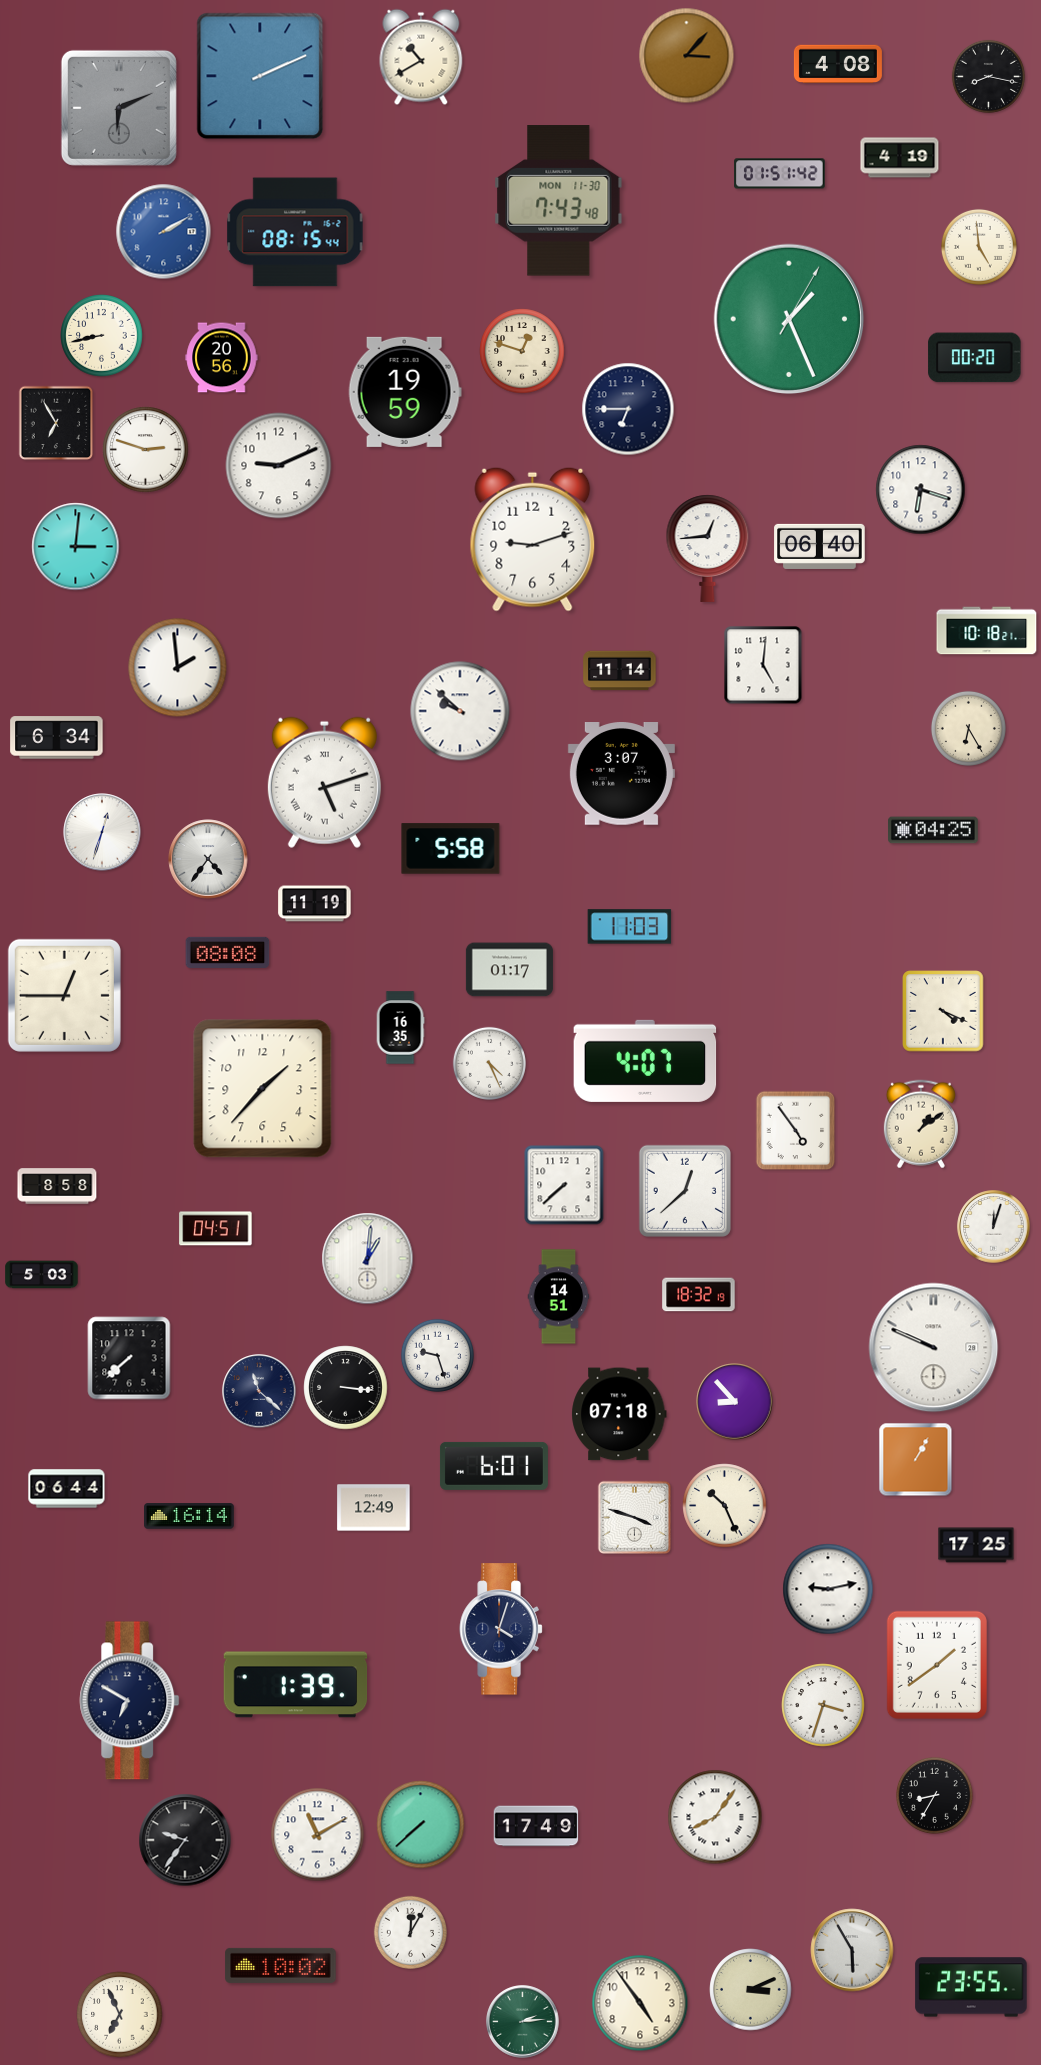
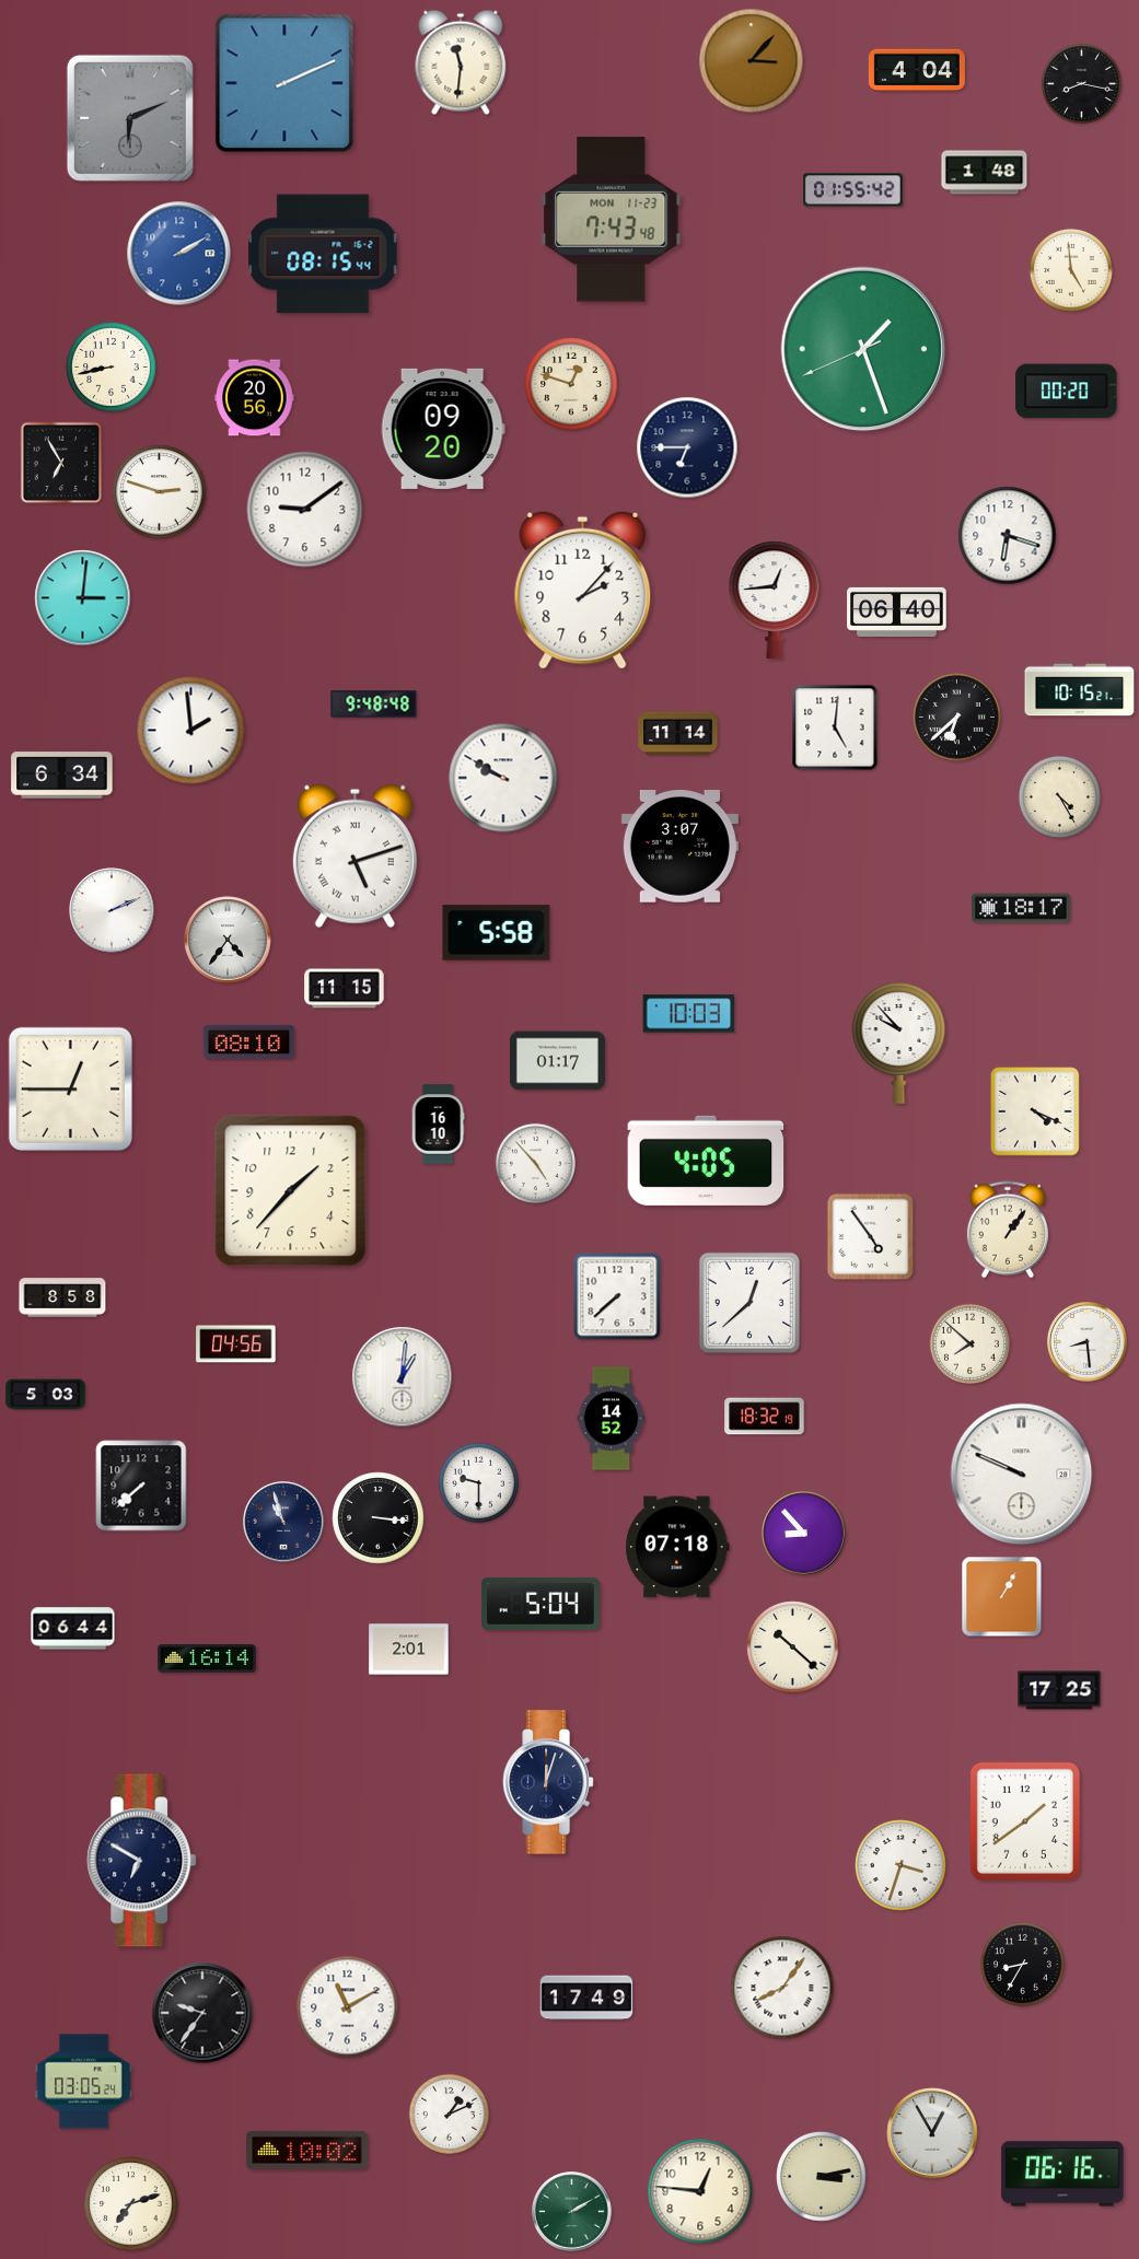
clock at (421, 57): 10:40 -> 11:31
clock at (838, 64): 4:08 -> 4:04
clock at (900, 158): 4:19 -> 1:48
clock at (780, 174): 01:51 -> 01:55
clock at (559, 201) date: MON 11-30 -> MON 11-23
clock at (788, 318): 1:26:05 -> 1:26:41
clock at (222, 358) position: (222, 358) -> (255, 398)
clock at (405, 392): 19:59 -> 09:20
clock at (279, 466): 9:11 -> 9:09
clock at (533, 539): 9:12 -> 2:07
clock at (820, 546) position: (820, 546) -> (897, 612)
clock at (987, 631): 10:18 -> 10:15
clock at (374, 705): none -> 9:48
clock at (957, 718): none -> 6:38
clock at (178, 668) position: (178, 668) -> (191, 731)
clock at (460, 711): 9:52 -> 9:50
clock at (968, 728): 6:25 -> 4:25
clock at (57, 738) position: (57, 738) -> (62, 776)
clock at (934, 830): 04:25 -> 18:17
clock at (102, 832): 12:33 -> 2:11
clock at (451, 849) position: (451, 849) -> (497, 933)
clock at (315, 904): 11:19 -> 11:15
clock at (630, 927): 11:03 -> 10:03
clock at (228, 952): 08:08 -> 08:10
clock at (899, 1043): none -> 9:53
clock at (943, 1011) position: (943, 1011) -> (1035, 1111)
clock at (400, 1028): 16:35 -> 16:10
clock at (645, 1061): 4:07 -> 4:05
clock at (489, 1063): 4:26 -> 4:53
clock at (263, 1089) position: (263, 1089) -> (291, 1191)
clock at (921, 1124): 1:09 -> 1:06
clock at (994, 1227): 12:03 -> 8:29
clock at (969, 1343): none -> 7:52
clock at (216, 1229): 04:51 -> 04:56
clock at (559, 1297): 14:51 -> 14:52
clock at (437, 1355): 9:27 -> 9:30
clock at (259, 1391): 11:22 -> 10:57
clock at (494, 1466): 6:01 -> 5:04
clock at (725, 1506): 10:26 -> 10:22
clock at (374, 1508): 12:49 -> 2:01
clock at (635, 1518): 3:48 -> none
clock at (976, 1545) position: (976, 1545) -> (1059, 1690)
clock at (828, 1589): 9:13 -> none
clock at (501, 1629): 4:03 -> 12:03
clock at (296, 1685): 1:39 -> none
clock at (421, 1825): 7:38 -> none
clock at (83, 2082): none -> 03:05
clock at (410, 1932): 12:05 -> 1:11
clock at (852, 1950): 5:55 -> 12:55
clock at (971, 1987): 23:55 -> 06:16
clock at (751, 1990): 3:11 -> 3:13
clock at (640, 2003): 4:54 -> 12:46
clock at (120, 2015): 6:56 -> 7:12
clock at (523, 2022): 2:14 -> 2:10
